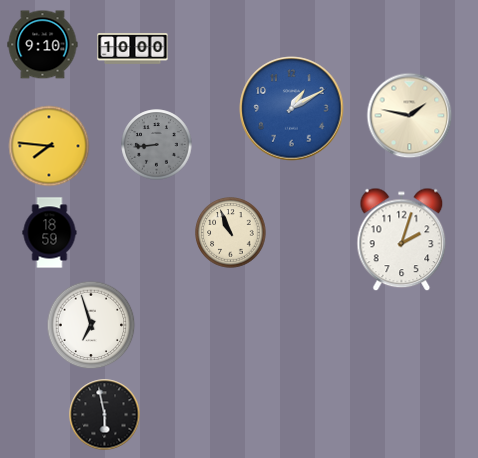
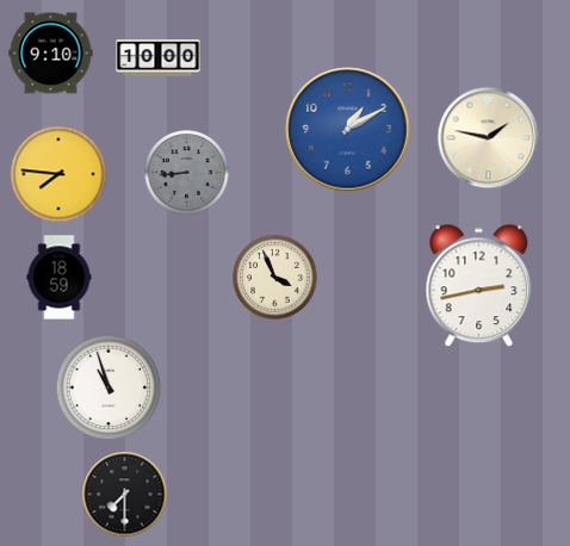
clock at (231, 233): 10:56 -> 3:56
clock at (402, 240): 2:03 -> 2:43
clock at (91, 325): 6:57 -> 10:57
clock at (105, 415): 5:58 -> 7:30
